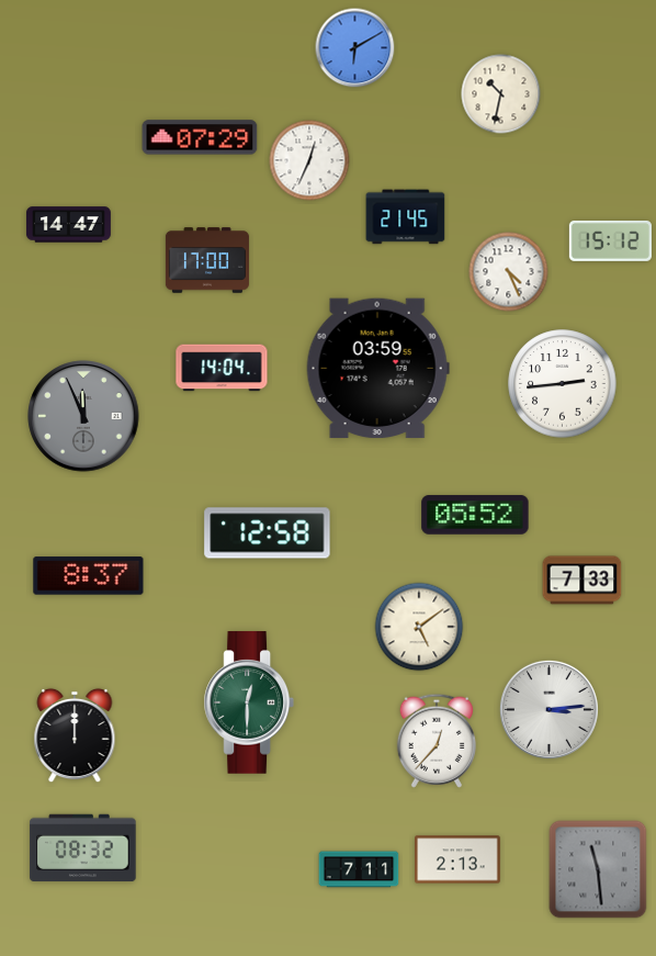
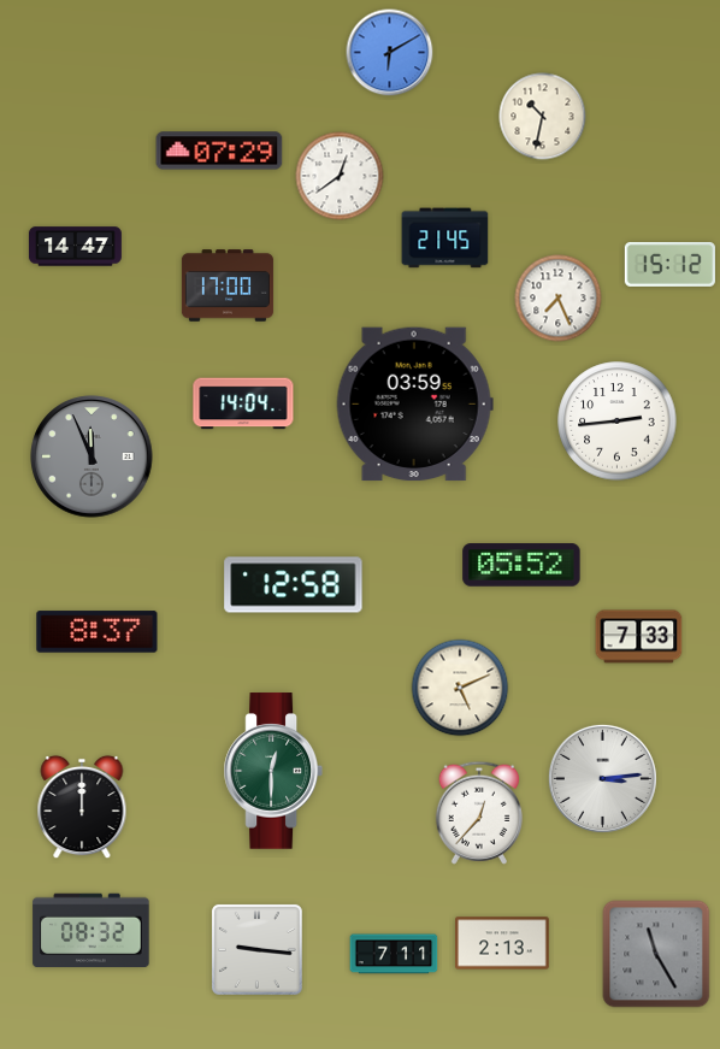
clock at (501, 94) position: (501, 94) -> (543, 117)
clock at (309, 160): 12:34 -> 12:39
clock at (509, 272): 4:26 -> 7:26
clock at (419, 627): 5:09 -> 5:11
clock at (256, 949): none -> 9:16
clock at (598, 869): 11:29 -> 11:25
